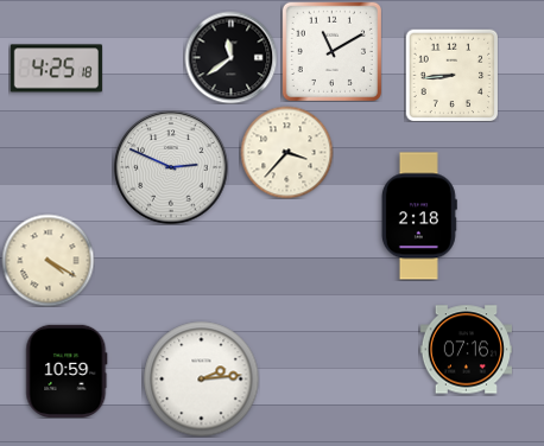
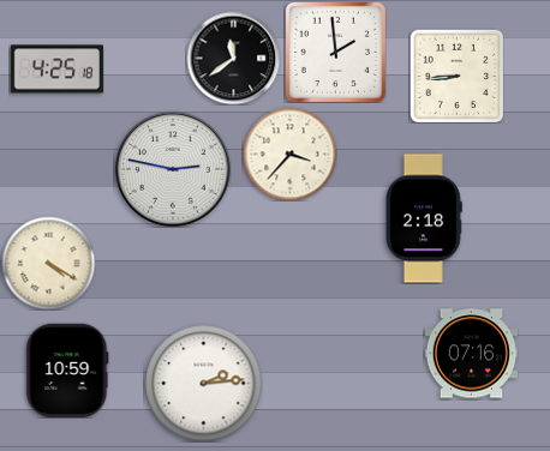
clock at (331, 51): 11:10 -> 1:59
clock at (171, 167): 2:49 -> 2:47
clock at (67, 371) position: (67, 371) -> (67, 371)
